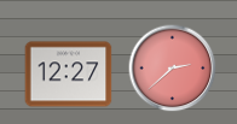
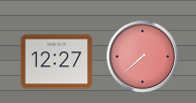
clock at (173, 69): 2:38 -> 7:38
